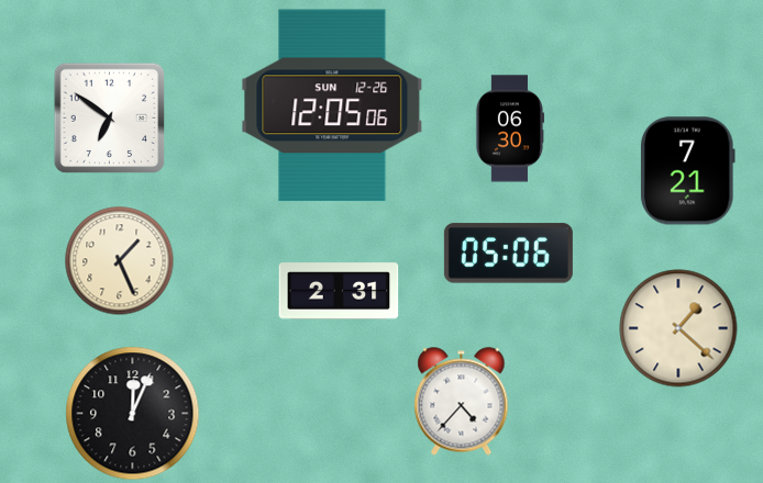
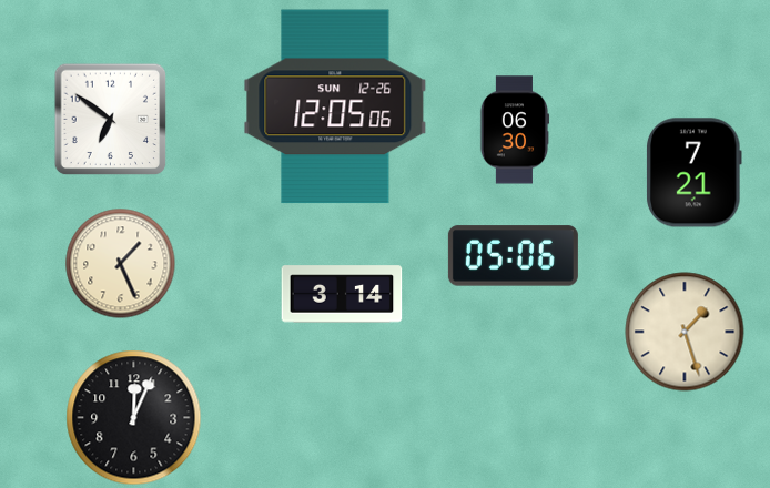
clock at (339, 291): 2:31 -> 3:14
clock at (678, 328): 1:22 -> 1:27
clock at (462, 402): 4:37 -> none
